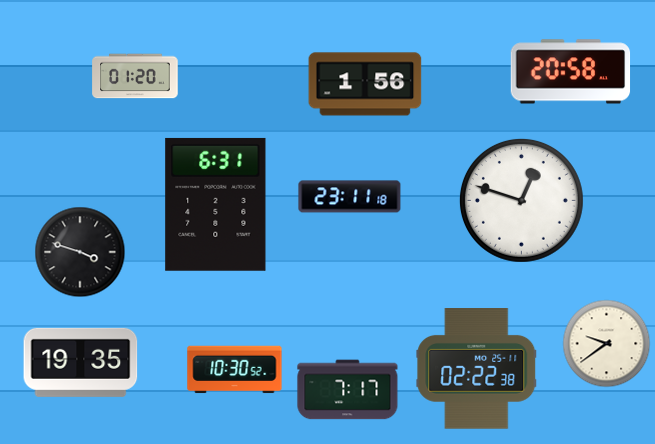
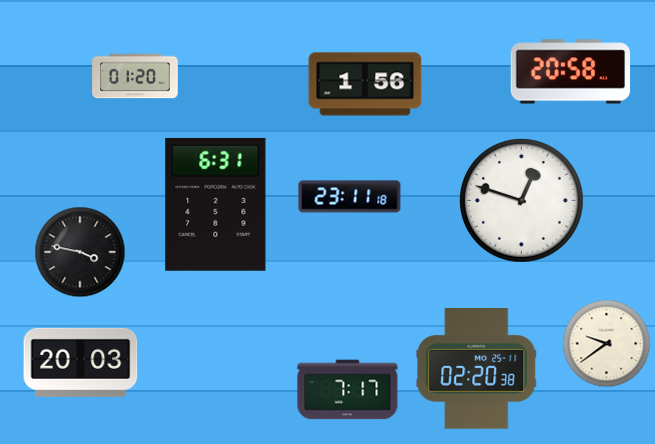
clock at (80, 252): 3:48 -> 3:47
clock at (81, 362): 19:35 -> 20:03
clock at (477, 369): 02:22 -> 02:20
clock at (235, 370): 10:30 -> none
